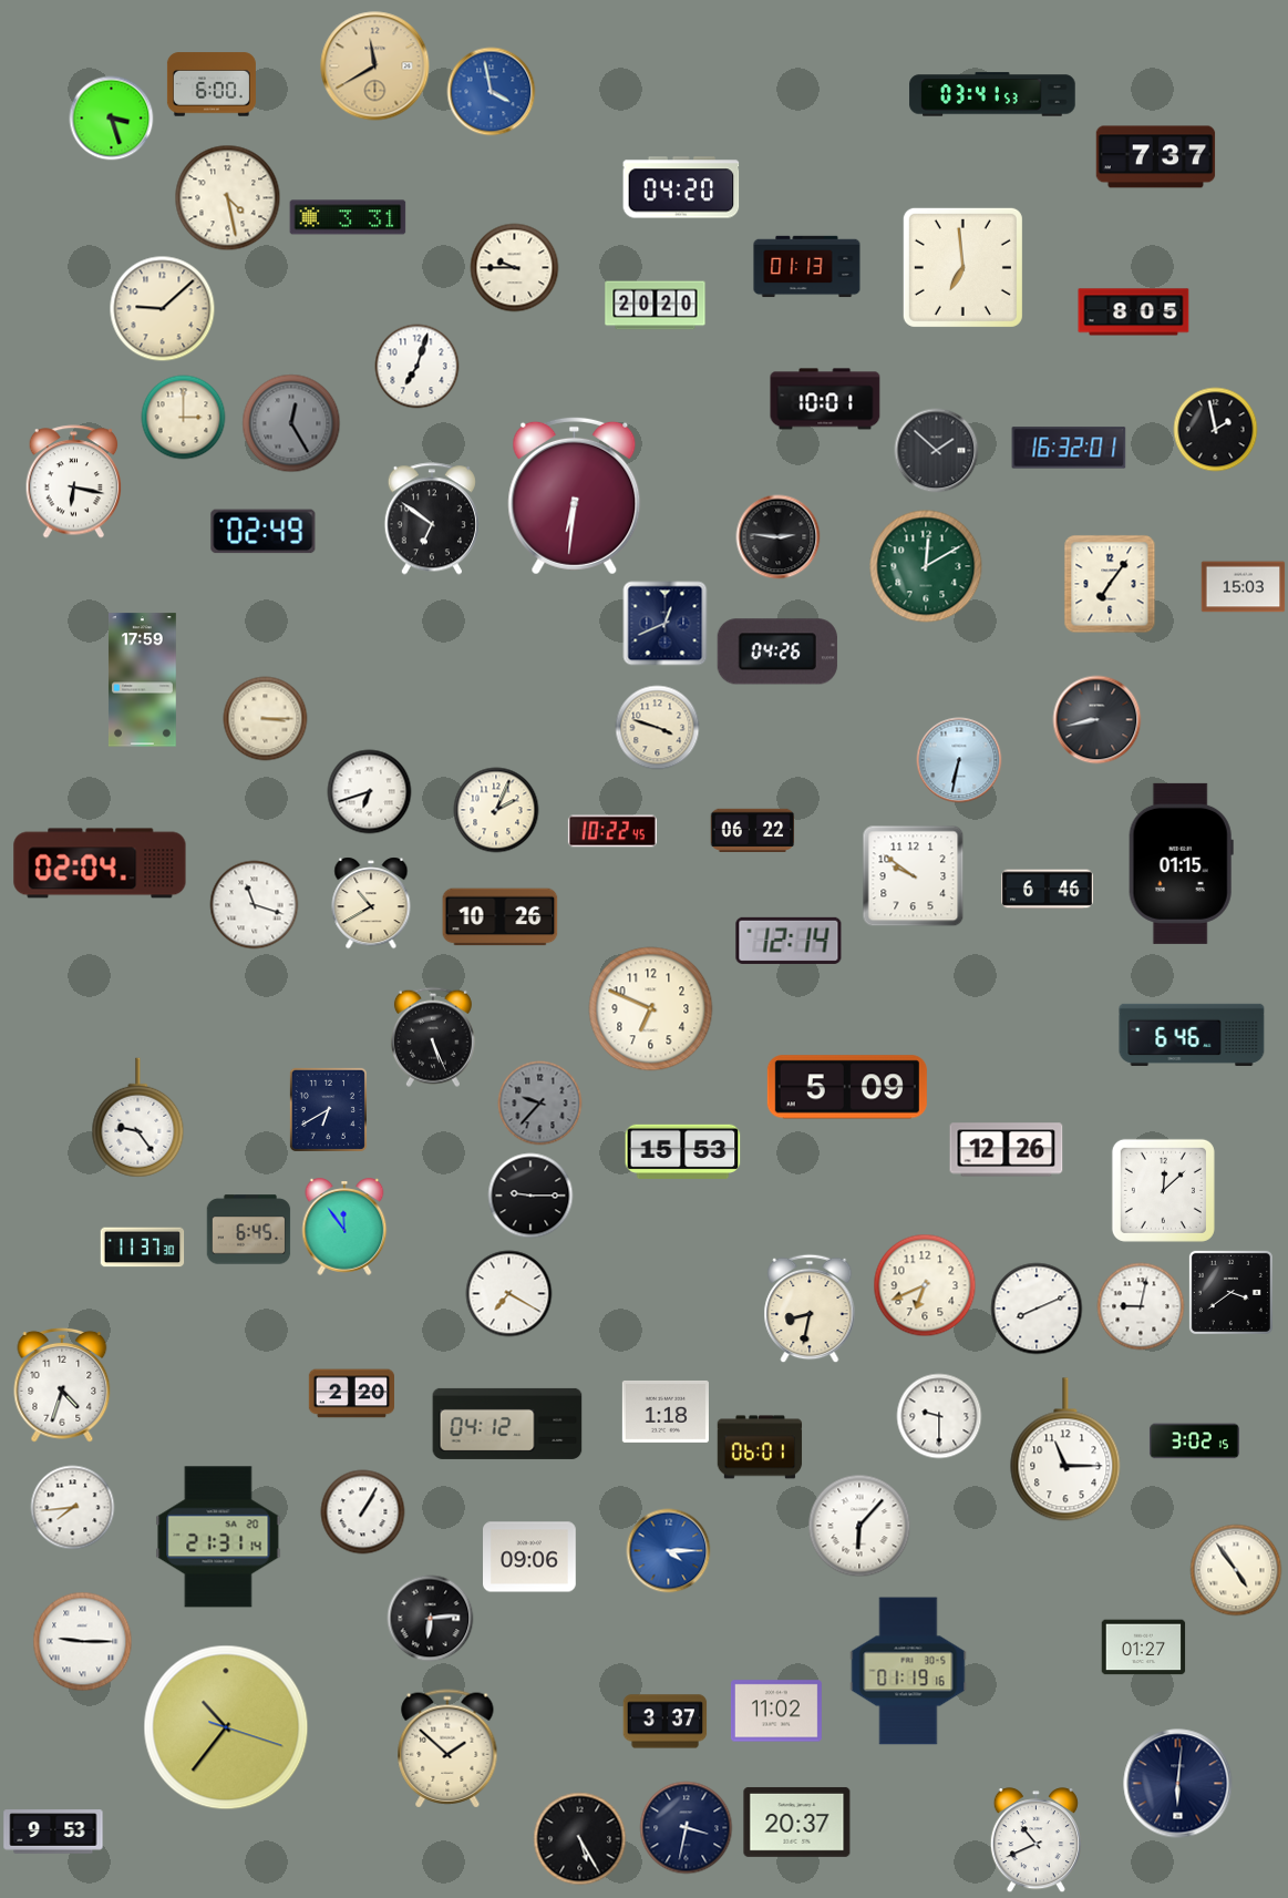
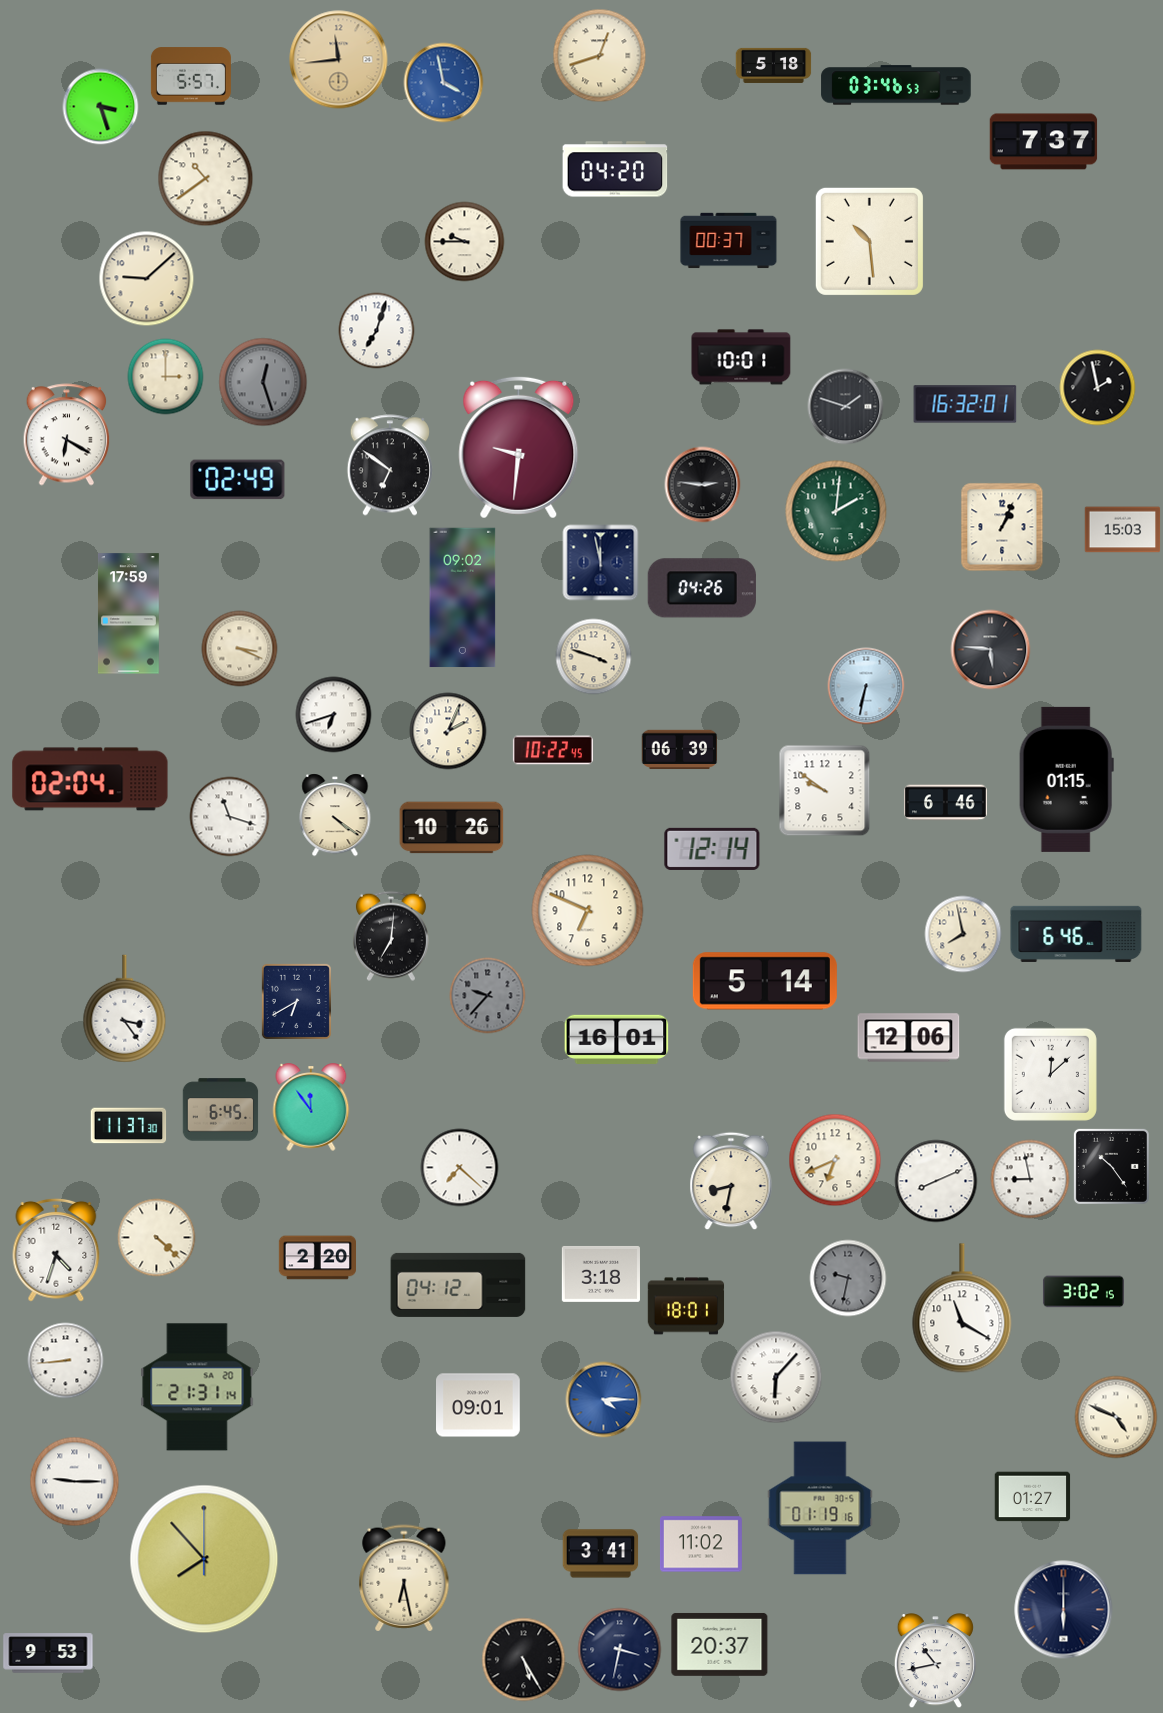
clock at (600, 56): none -> 12:42
clock at (375, 66): 11:40 -> 11:44
clock at (774, 65): none -> 5:18
clock at (212, 84): 6:00 -> 5:57
clock at (992, 94): 03:41 -> 03:46
clock at (228, 198): 4:28 -> 10:39
clock at (348, 217): 3:31 -> none
clock at (807, 267): 01:13 -> 00:37
clock at (962, 267): 6:59 -> 10:29
clock at (656, 306): 20:20 -> none
clock at (1134, 312): 8:05 -> none
clock at (825, 399) position: (825, 399) -> (741, 357)
clock at (291, 423): 12:25 -> 12:27
clock at (937, 451): 1:52 -> 1:48
clock at (74, 482): 6:17 -> 6:20
clock at (575, 495): 6:31 -> 9:31
clock at (432, 519) position: (432, 519) -> (390, 465)
clock at (926, 566): 12:10 -> 2:01
clock at (1110, 584): 7:06 -> 1:04
clock at (666, 624): 12:41 -> 11:58
clock at (463, 598): none -> 09:02
clock at (266, 719): 3:15 -> 3:19
clock at (1098, 720): 8:43 -> 5:46
clock at (753, 830): 06:22 -> 06:39
clock at (371, 903): 10:40 -> 4:21
clock at (963, 934): none -> 7:58
clock at (433, 1037): 5:26 -> 7:01
clock at (847, 1087): 5:09 -> 5:14
clock at (138, 1118): 9:24 -> 3:24
clock at (1007, 1150): 12:26 -> 12:06
clock at (683, 1151): 15:53 -> 16:01
clock at (530, 1196): 9:15 -> none
clock at (249, 1230) position: (249, 1230) -> (221, 1110)
clock at (1230, 1292): 3:39 -> 10:24
clock at (509, 1294): 7:20 -> 7:22
clock at (1141, 1306): 9:02 -> 8:58
clock at (157, 1238): none -> 4:22
clock at (666, 1412): 1:18 -> 3:18
clock at (939, 1416): 9:30 -> 9:32
clock at (939, 1416) dial: white -> grey
clock at (1194, 1442) position: (1194, 1442) -> (1083, 1292)
clock at (760, 1447): 06:01 -> 18:01
clock at (1065, 1449): 11:15 -> 11:20
clock at (73, 1508): 7:44 -> 8:44
clock at (363, 1512): 1:05 -> none
clock at (529, 1557): 09:06 -> 09:01
clock at (1236, 1570): 4:54 -> 4:49
clock at (431, 1619): 6:14 -> none
clock at (1144, 1648) position: (1144, 1648) -> (1033, 1497)
clock at (666, 1722): 3:37 -> 3:41
clock at (226, 1727): 10:36 -> 7:53
clock at (447, 1748): 1:52 -> 6:28
clock at (1178, 1784): 6:01 -> 6:00
clock at (1035, 1840): 10:41 -> 10:43
